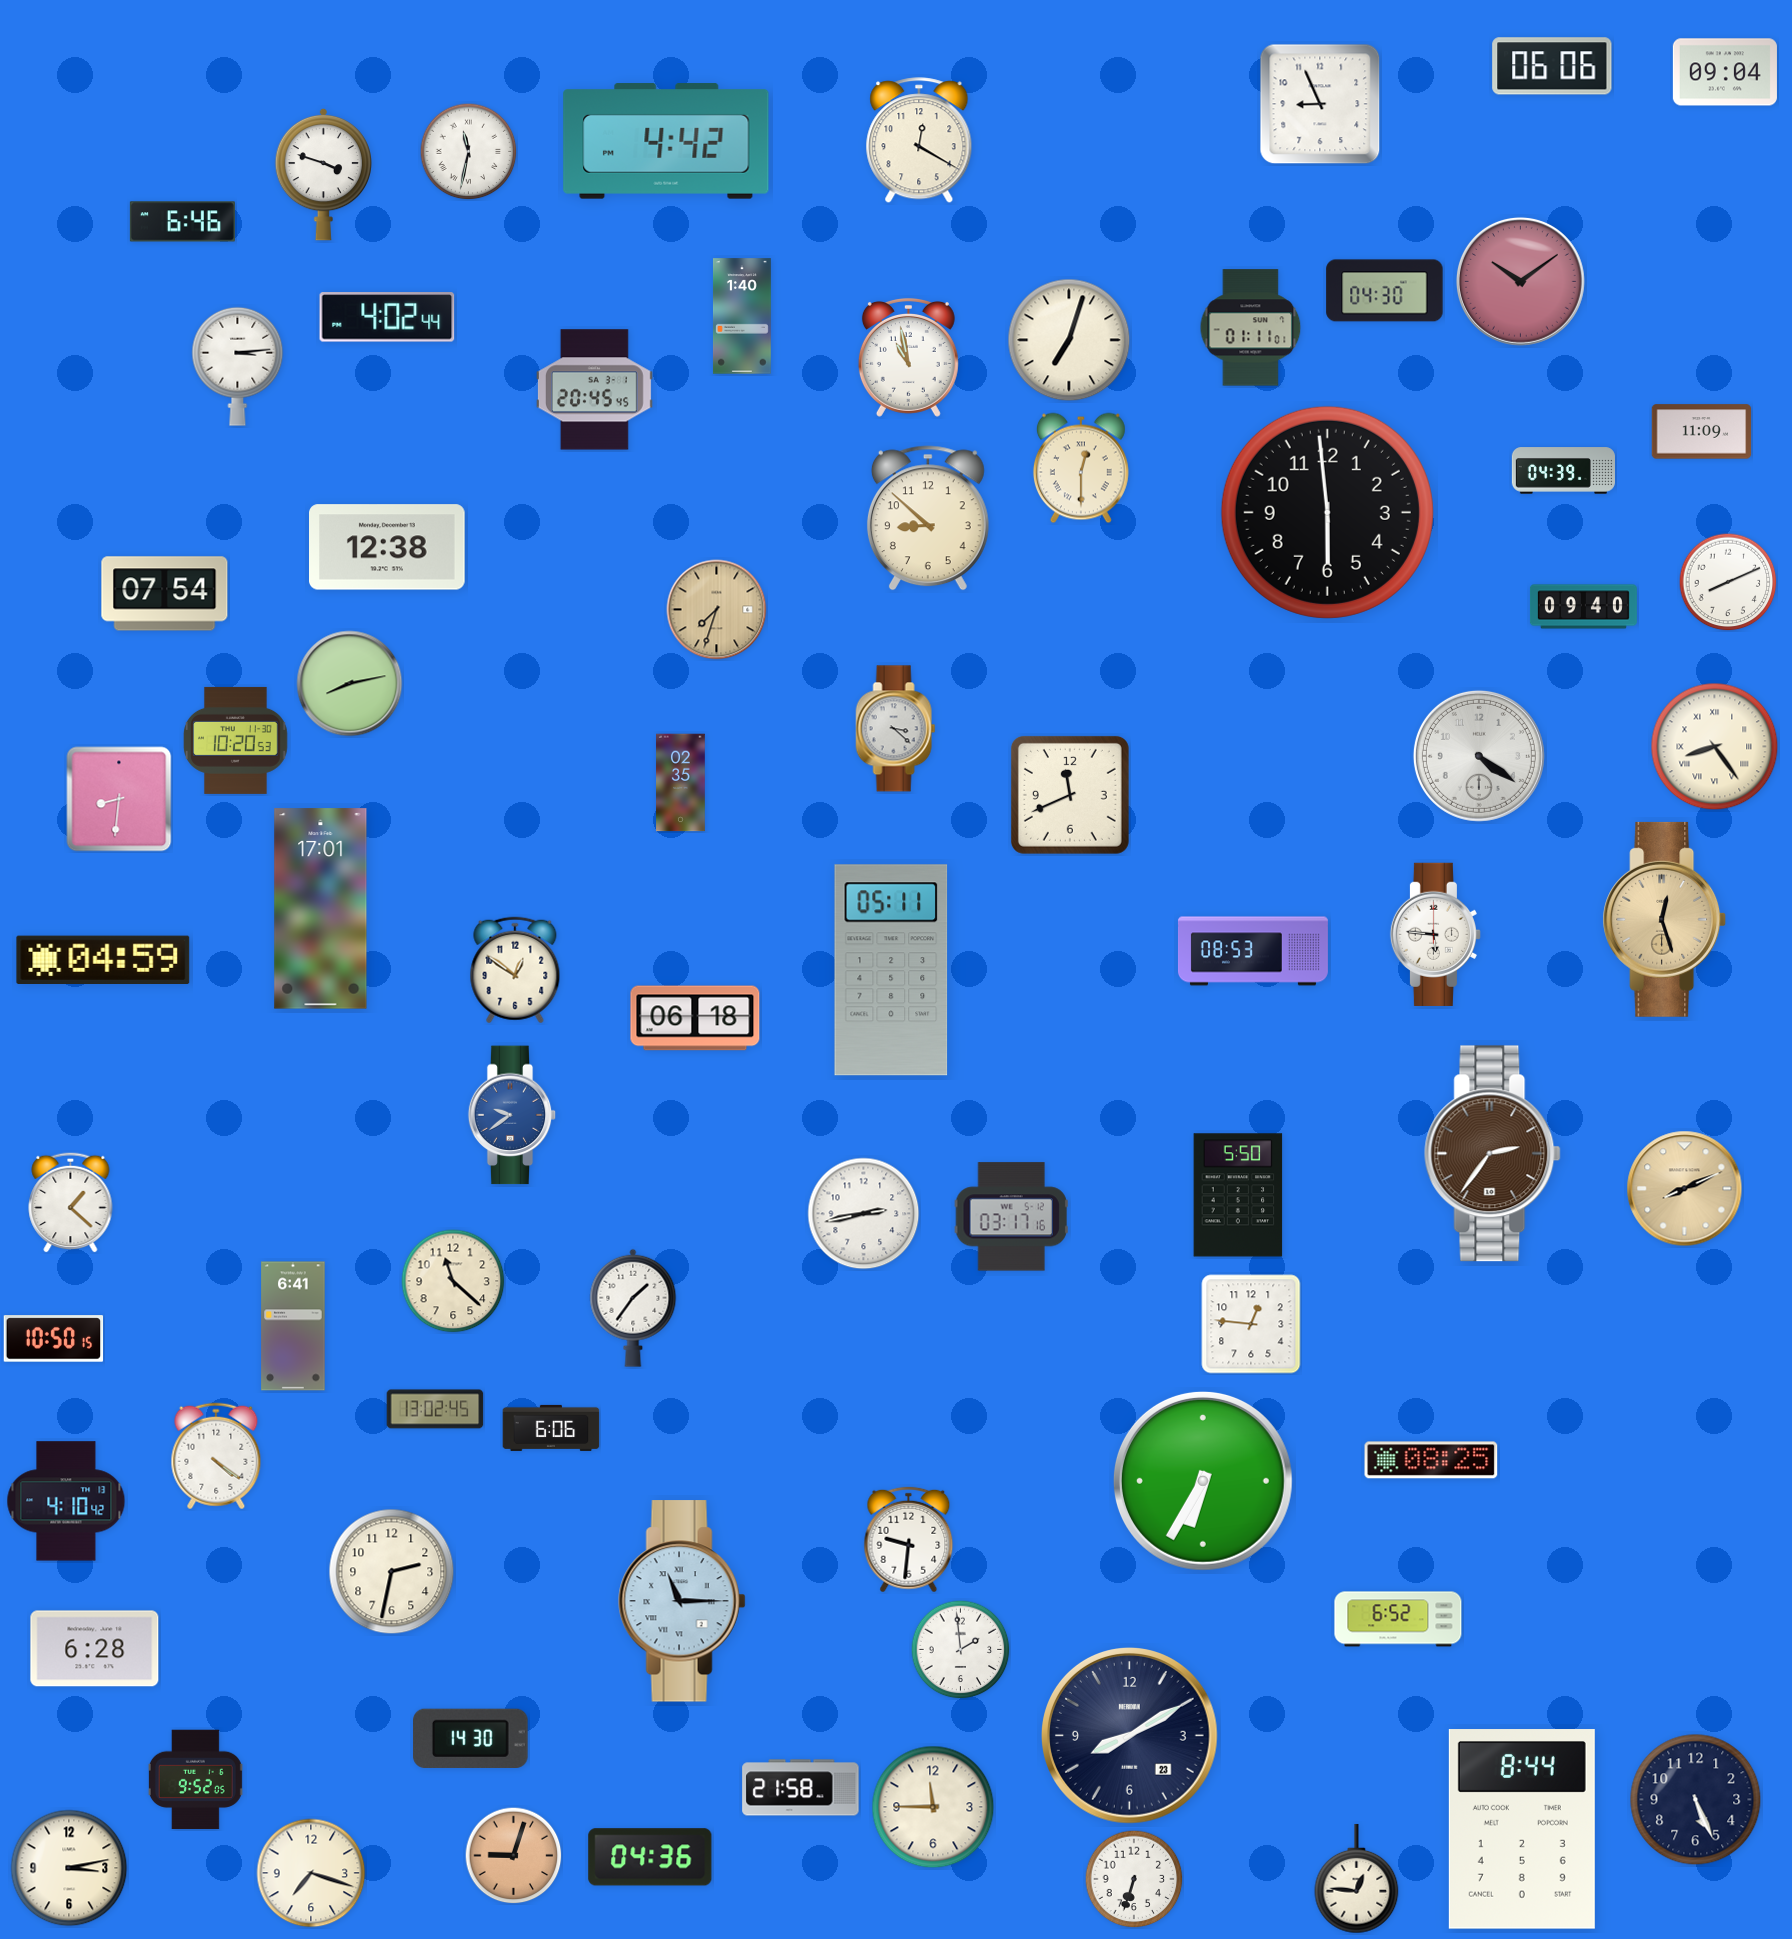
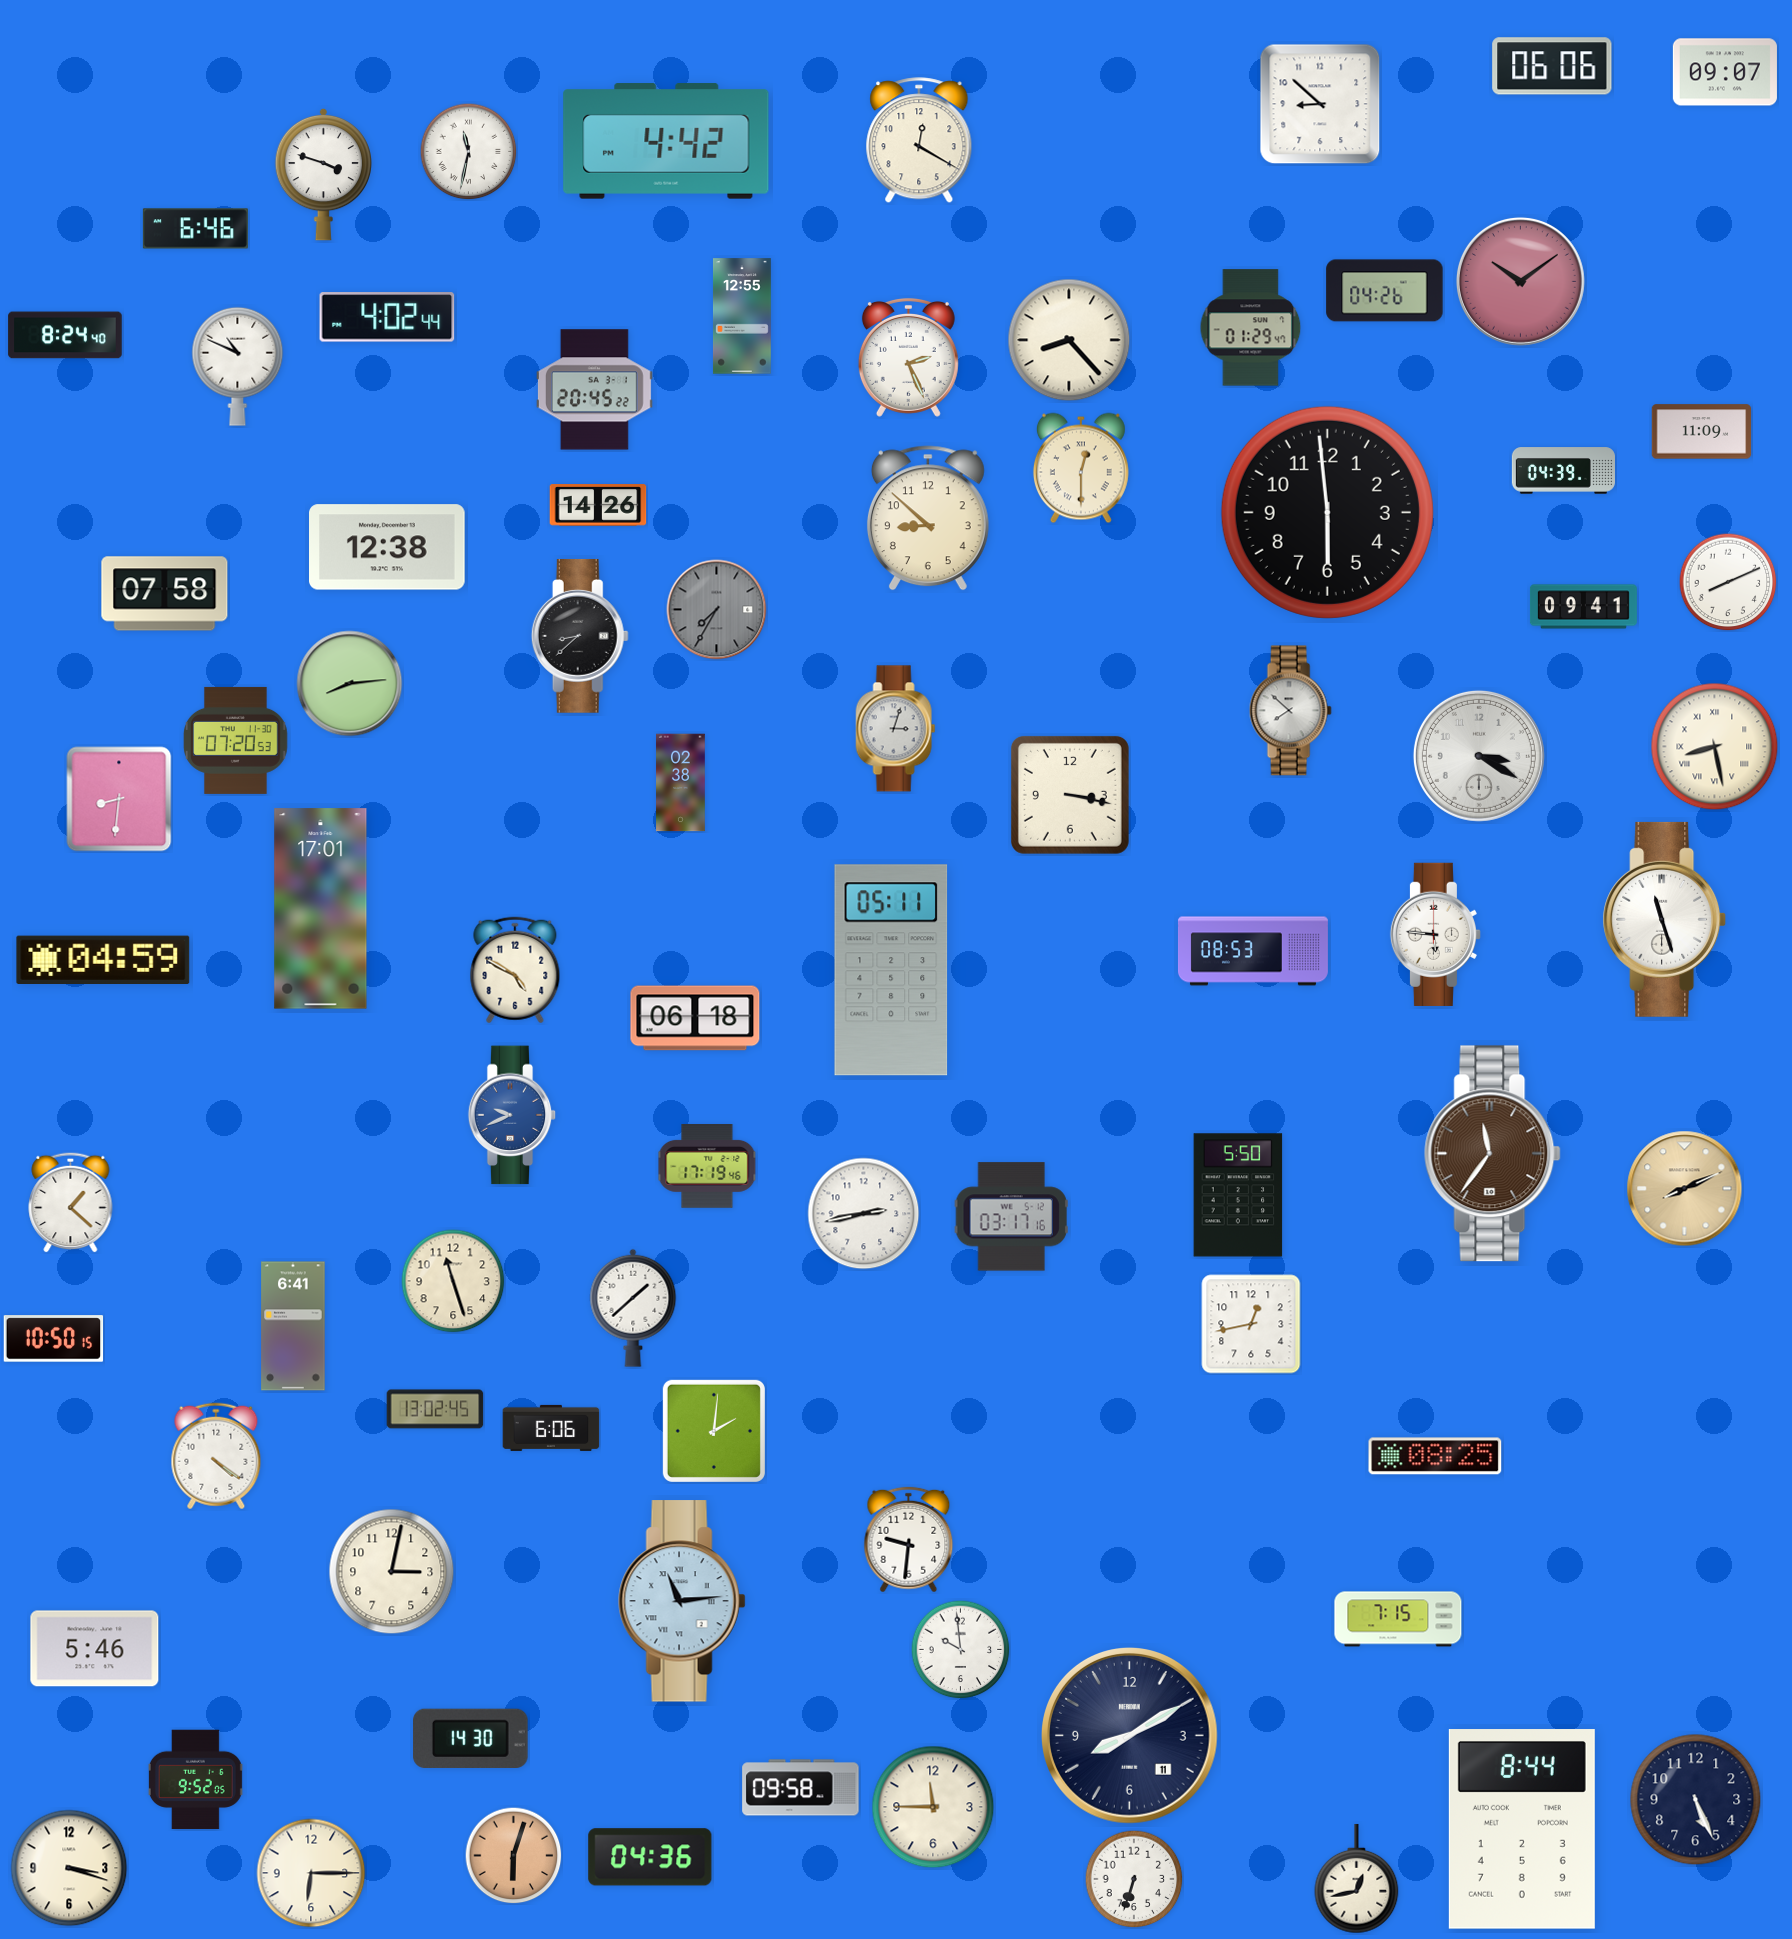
clock at (1725, 72): 09:04 -> 09:07
clock at (1320, 104): 8:56 -> 8:52
clock at (182, 222) position: (182, 222) -> (195, 229)
clock at (1385, 291): 04:30 -> 04:26
clock at (742, 316): 1:40 -> 12:55
clock at (1251, 328): 01:11 -> 01:29
clock at (65, 335): none -> 8:24
clock at (1069, 340): 7:03 -> 8:23
clock at (908, 357): 10:58 -> 2:26
clock at (238, 366): 3:14 -> 10:49
clock at (594, 390): 20:45:45 -> 20:45:22
clock at (598, 505): none -> 14:26
clock at (165, 594): 07:54 -> 07:58
clock at (1583, 607): 09:40 -> 09:41
clock at (717, 610): 7:33 -> 7:35
clock at (717, 610) dial: champagne -> grey
clock at (580, 636): none -> 8:38
clock at (350, 684): 8:13 -> 8:14
clock at (1290, 711): none -> 7:52
clock at (896, 729): 3:22 -> 3:03
clock at (236, 740): 10:20 -> 07:20
clock at (1715, 747): 8:24 -> 8:28
clock at (1479, 756): 4:21 -> 3:20
clock at (681, 783): 02:35 -> 02:38
clock at (1070, 795): 11:41 -> 3:17
clock at (1665, 919): 12:27 -> 11:27
clock at (1665, 919) dial: champagne -> white
clock at (515, 970): 12:51 -> 4:50
clock at (512, 1115): 9:39 -> 9:41
clock at (1493, 1154): 2:36 -> 11:36
clock at (707, 1167): none -> 17:19
clock at (453, 1281): 11:22 -> 11:27
clock at (633, 1308): 1:36 -> 1:38
clock at (1251, 1324): 12:46 -> 12:43
clock at (714, 1431): none -> 2:01
clock at (1431, 1460) position: (1431, 1460) -> (1435, 1456)
clock at (1203, 1481): 6:35 -> none
clock at (66, 1501): 4:10 -> none
clock at (392, 1572): 2:32 -> 3:02
clock at (682, 1601): 11:15 -> 11:14
clock at (1398, 1619): 6:52 -> 7:15
clock at (95, 1649): 6:28 -> 5:46
clock at (961, 1650): 1:59 -> 9:59
clock at (1130, 1736) date: 23 -> 11
clock at (801, 1788): 21:58 -> 09:58
clock at (513, 1855): 9:03 -> 6:03
clock at (69, 1868): 3:13 -> 3:18
clock at (311, 1873): 7:18 -> 6:15
clock at (1357, 1879): 12:46 -> 12:43
